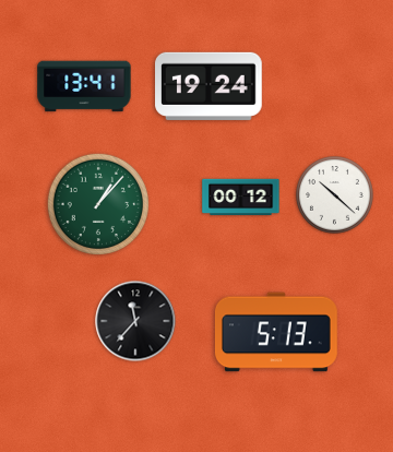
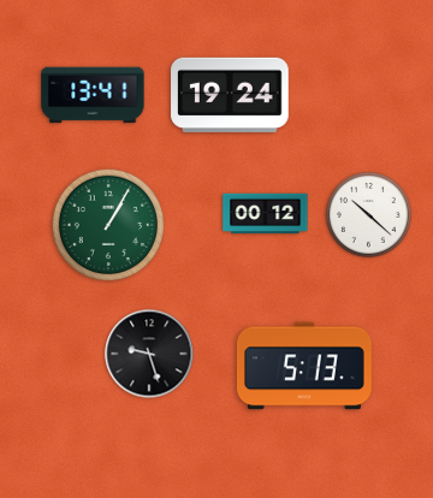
clock at (241, 198) position: (241, 198) -> (266, 214)
clock at (97, 203): 1:07 -> 1:05
clock at (135, 321): 11:37 -> 9:27
